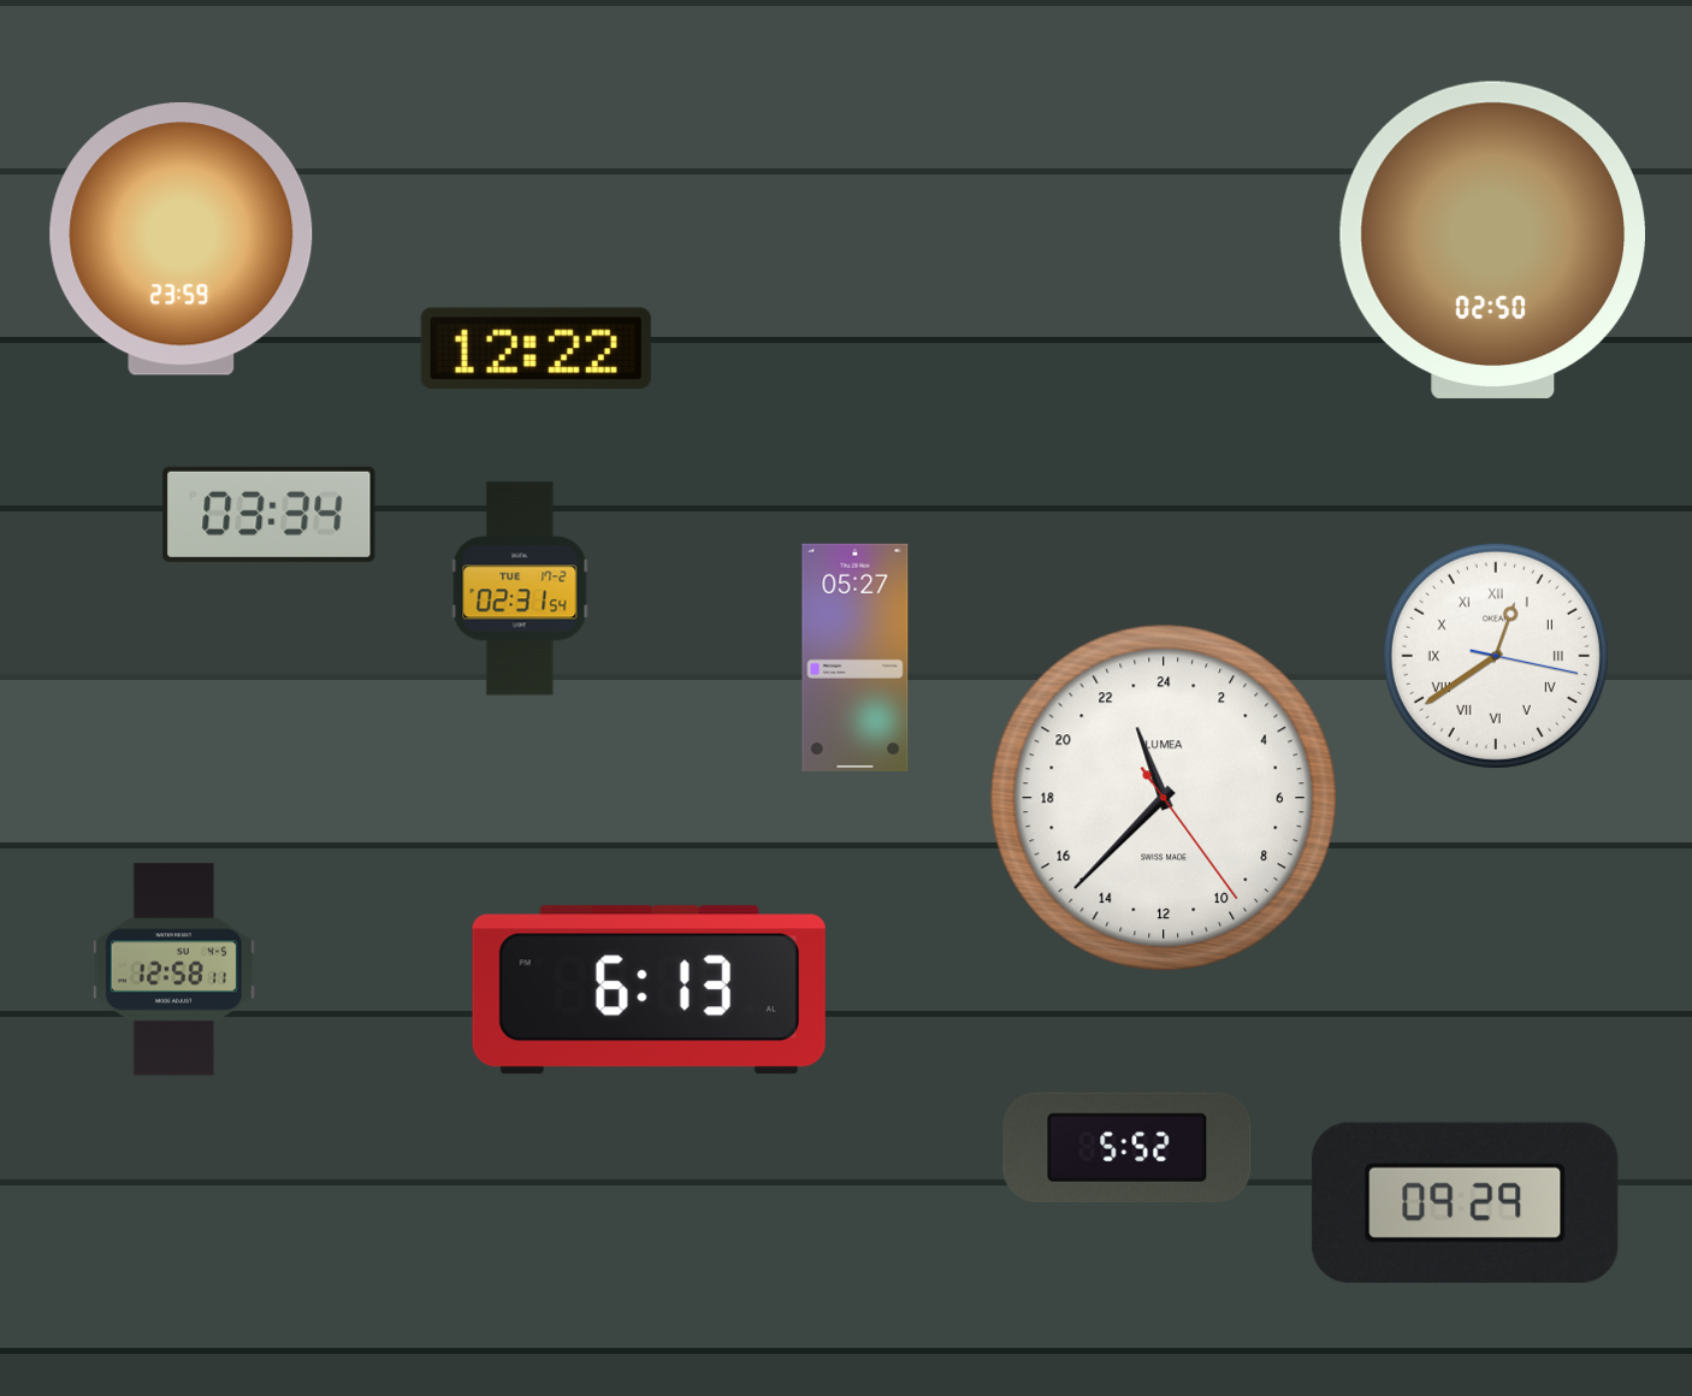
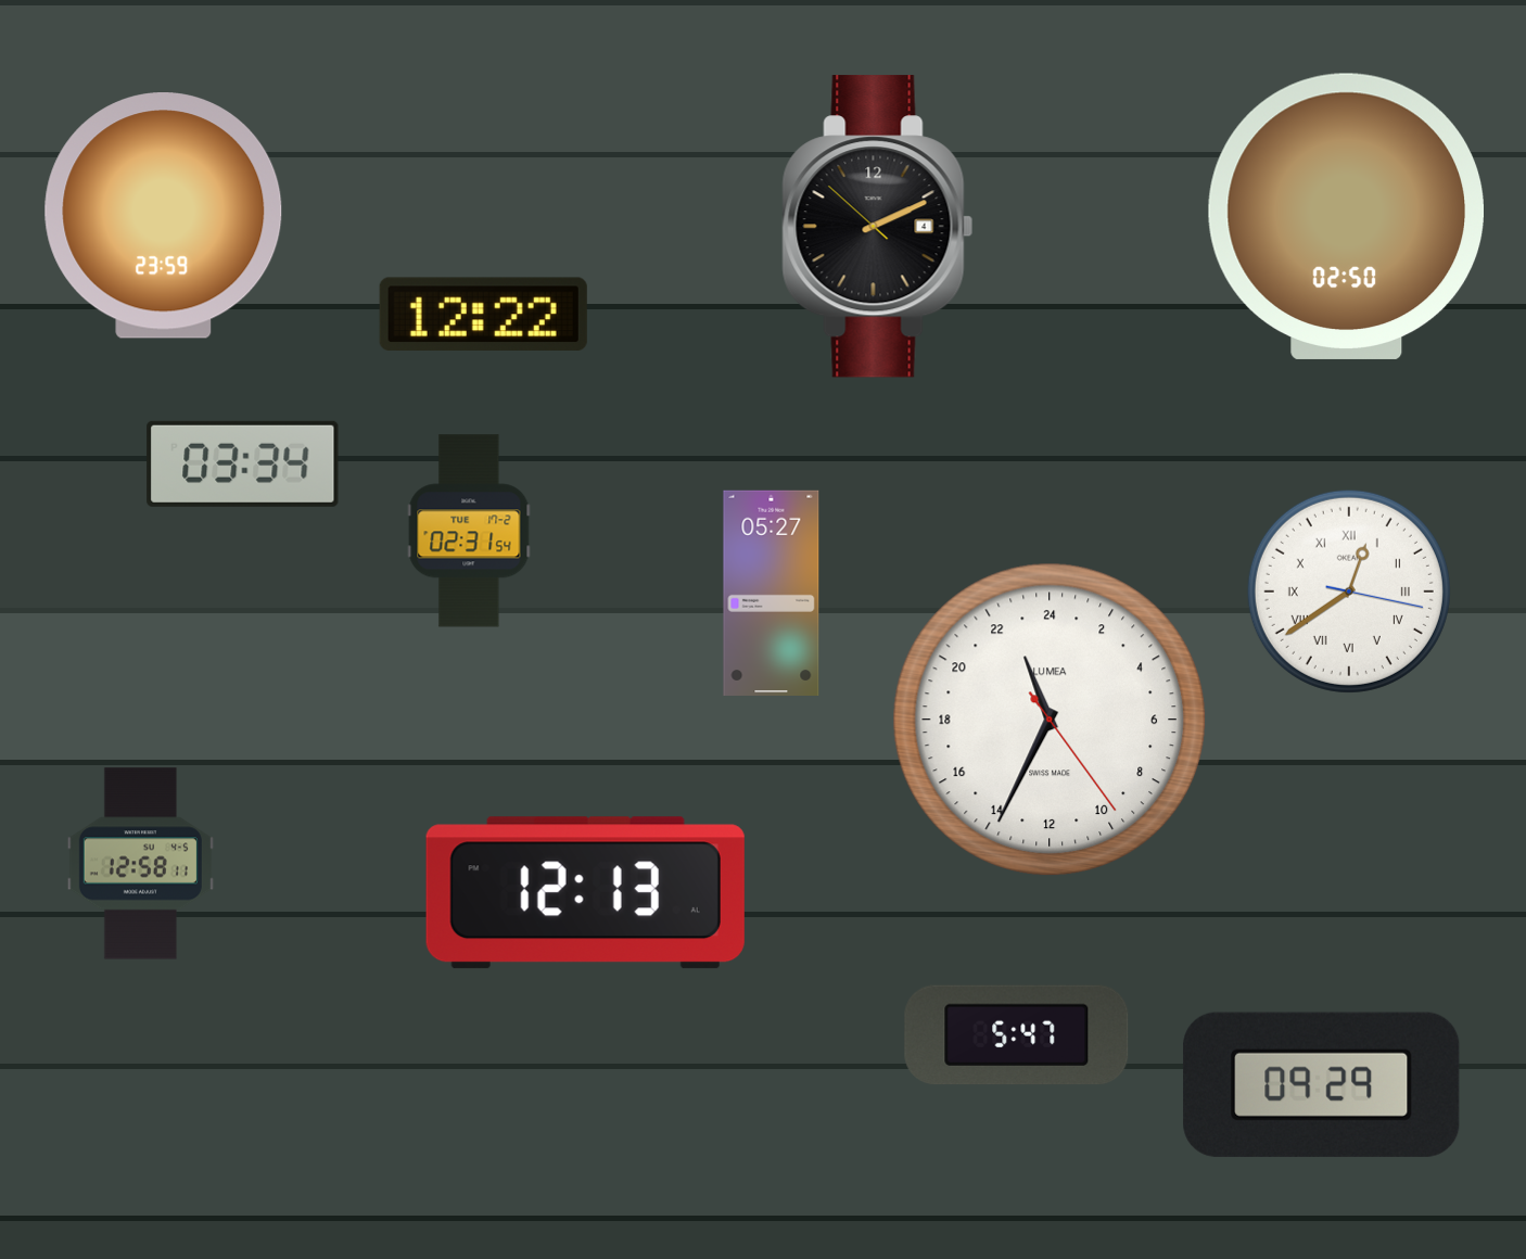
clock at (878, 227): none -> 2:10
clock at (1162, 797): 22:37 -> 22:34
clock at (173, 970) position: (173, 970) -> (140, 864)
clock at (649, 990): 6:13 -> 12:13
clock at (1128, 1148): 5:52 -> 5:47
